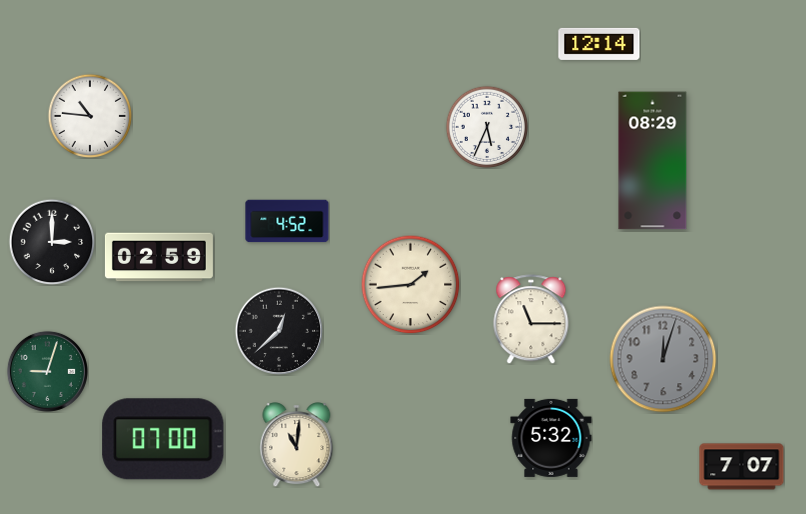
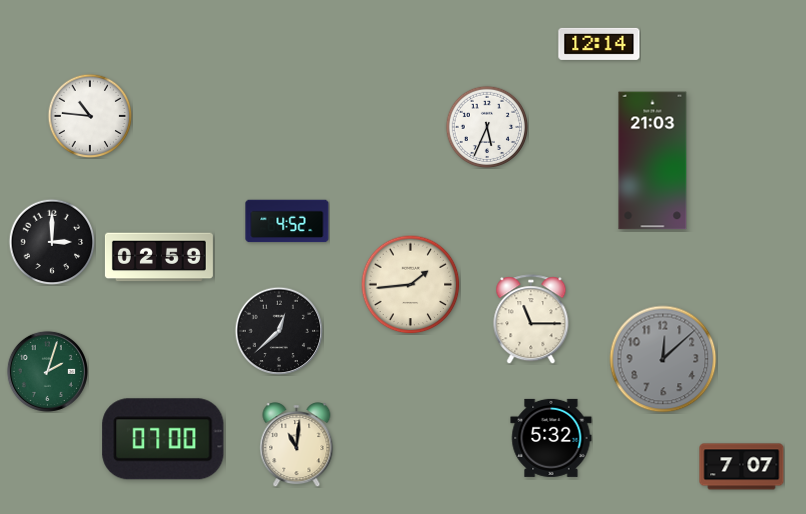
clock at (653, 161): 08:29 -> 21:03
clock at (663, 359): 12:03 -> 12:08
clock at (47, 371): 9:03 -> 2:03
